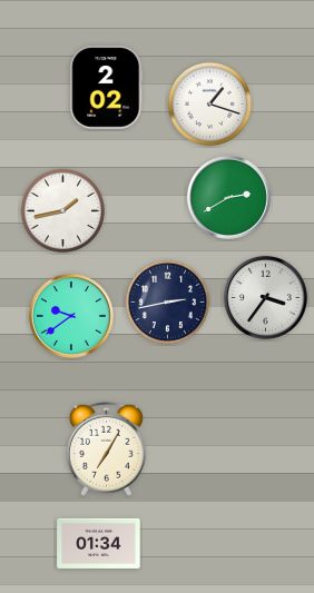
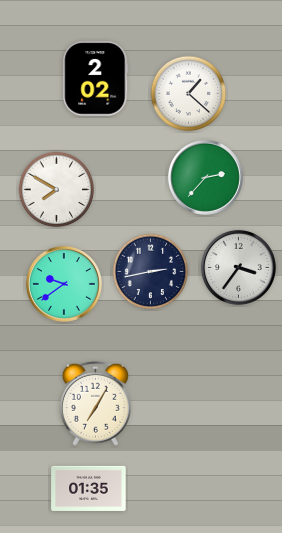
clock at (210, 105): 1:18 -> 1:22
clock at (228, 197): 2:40 -> 2:37
clock at (63, 211): 1:43 -> 7:50
clock at (99, 543): 01:34 -> 01:35
